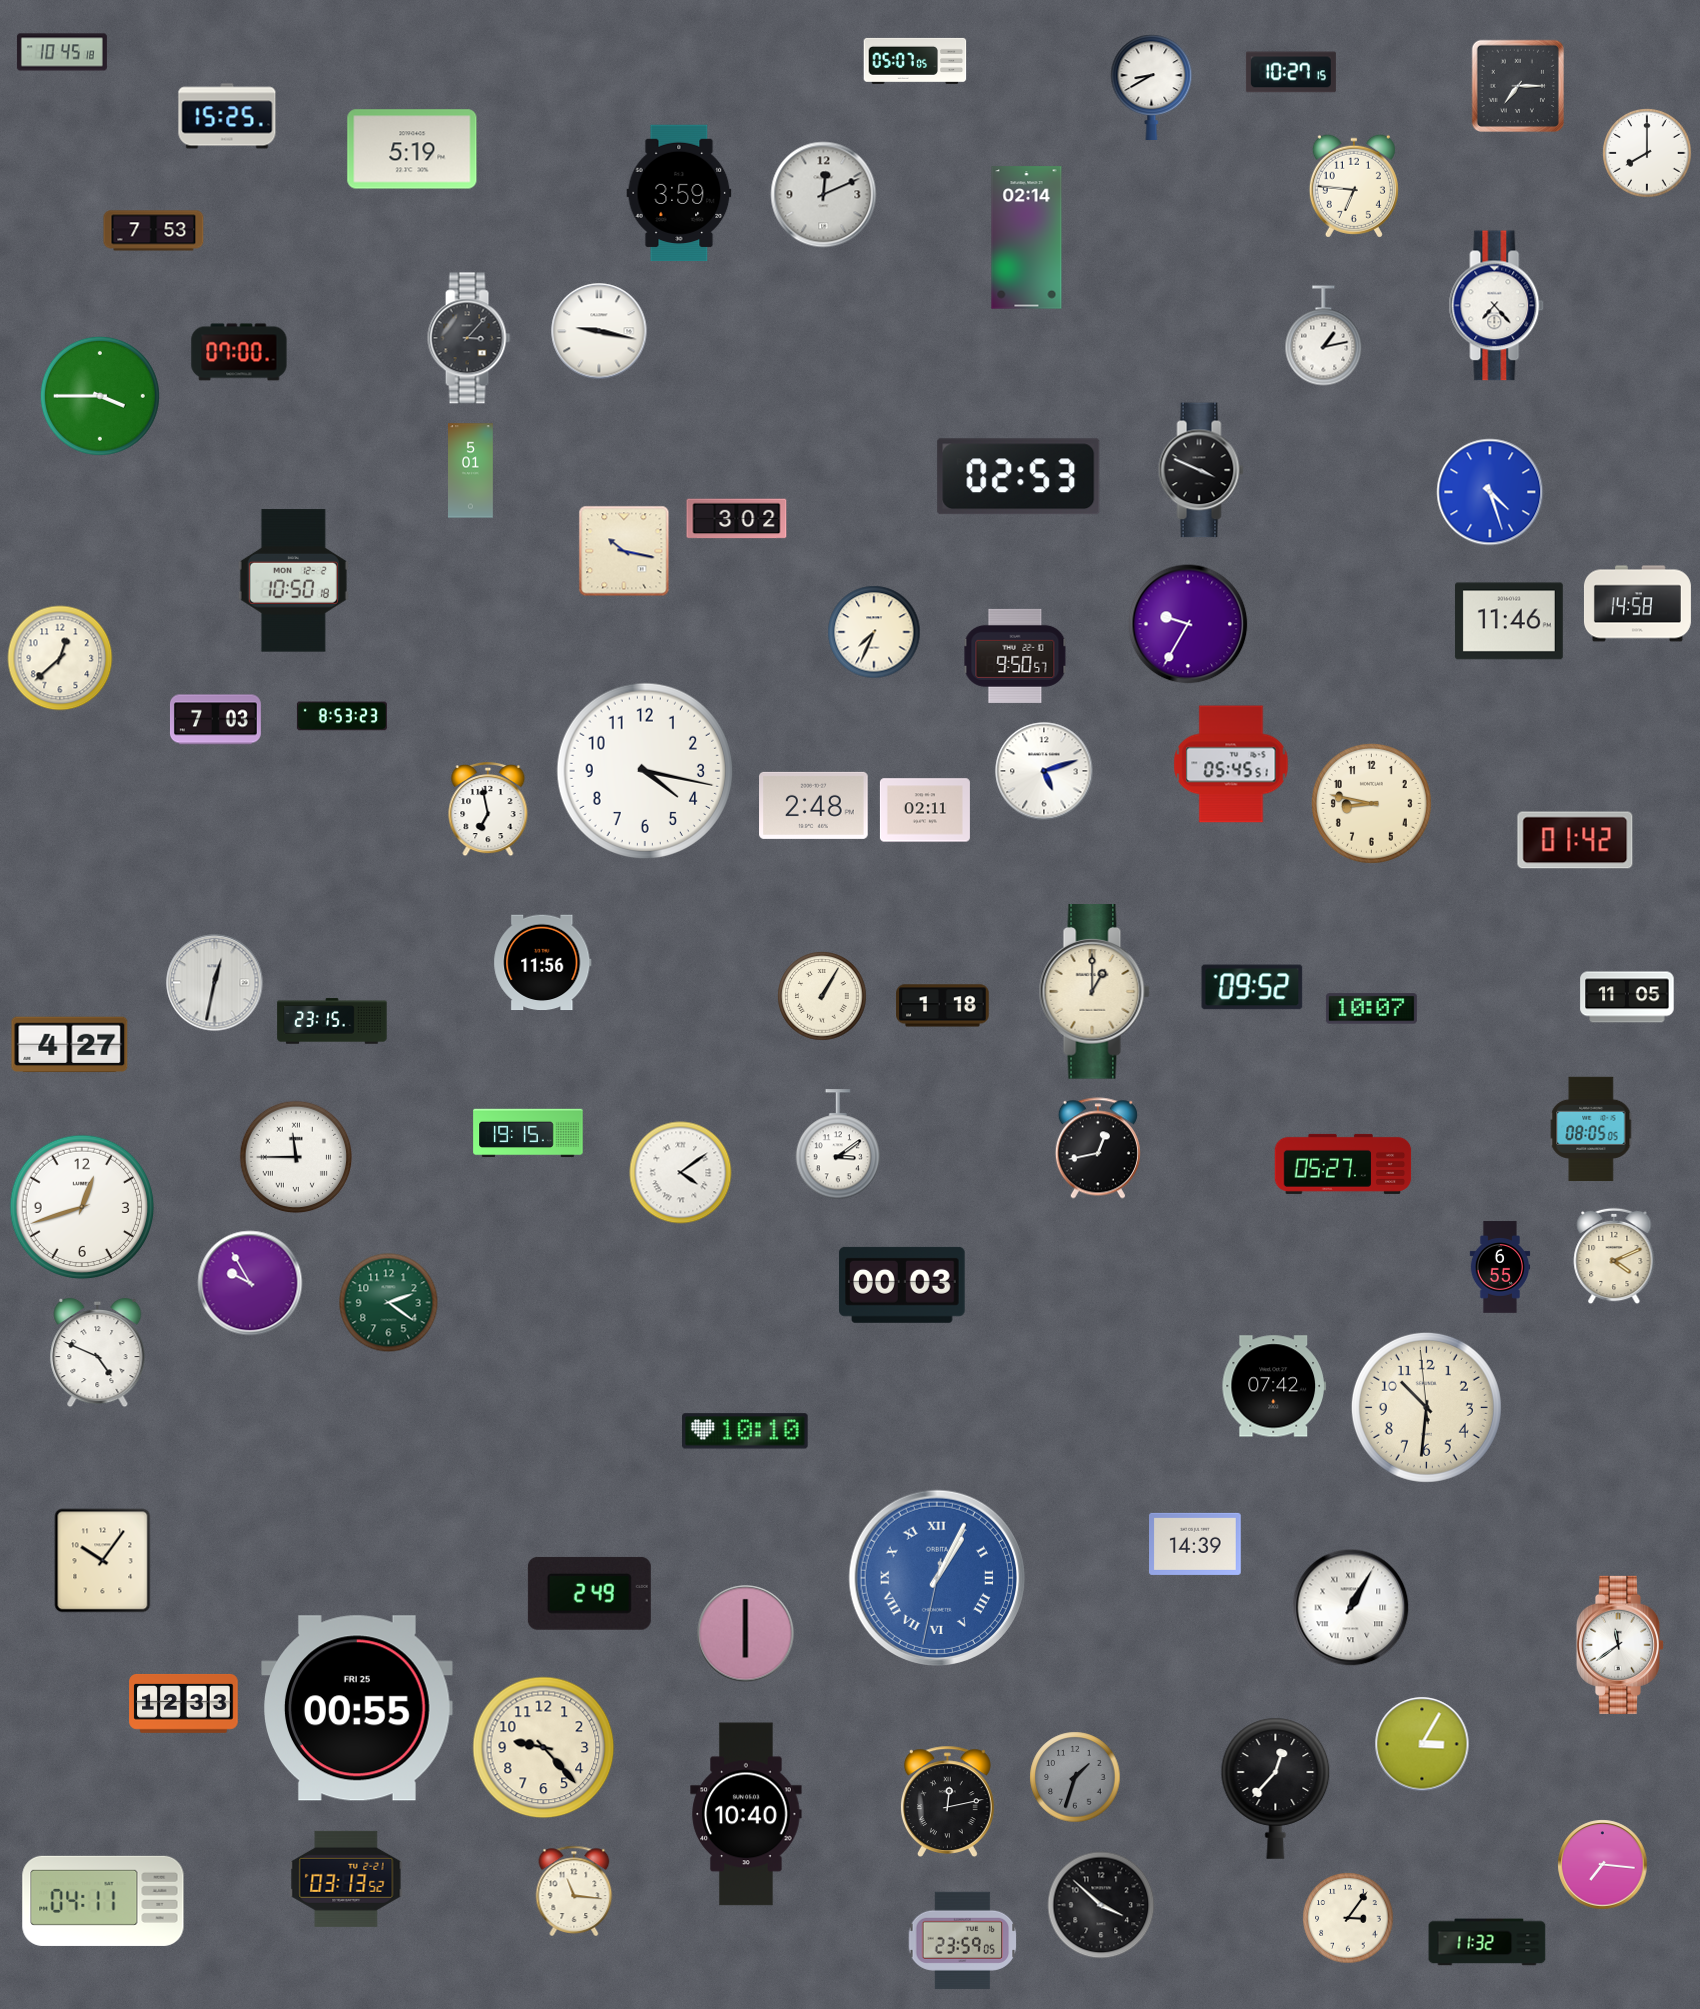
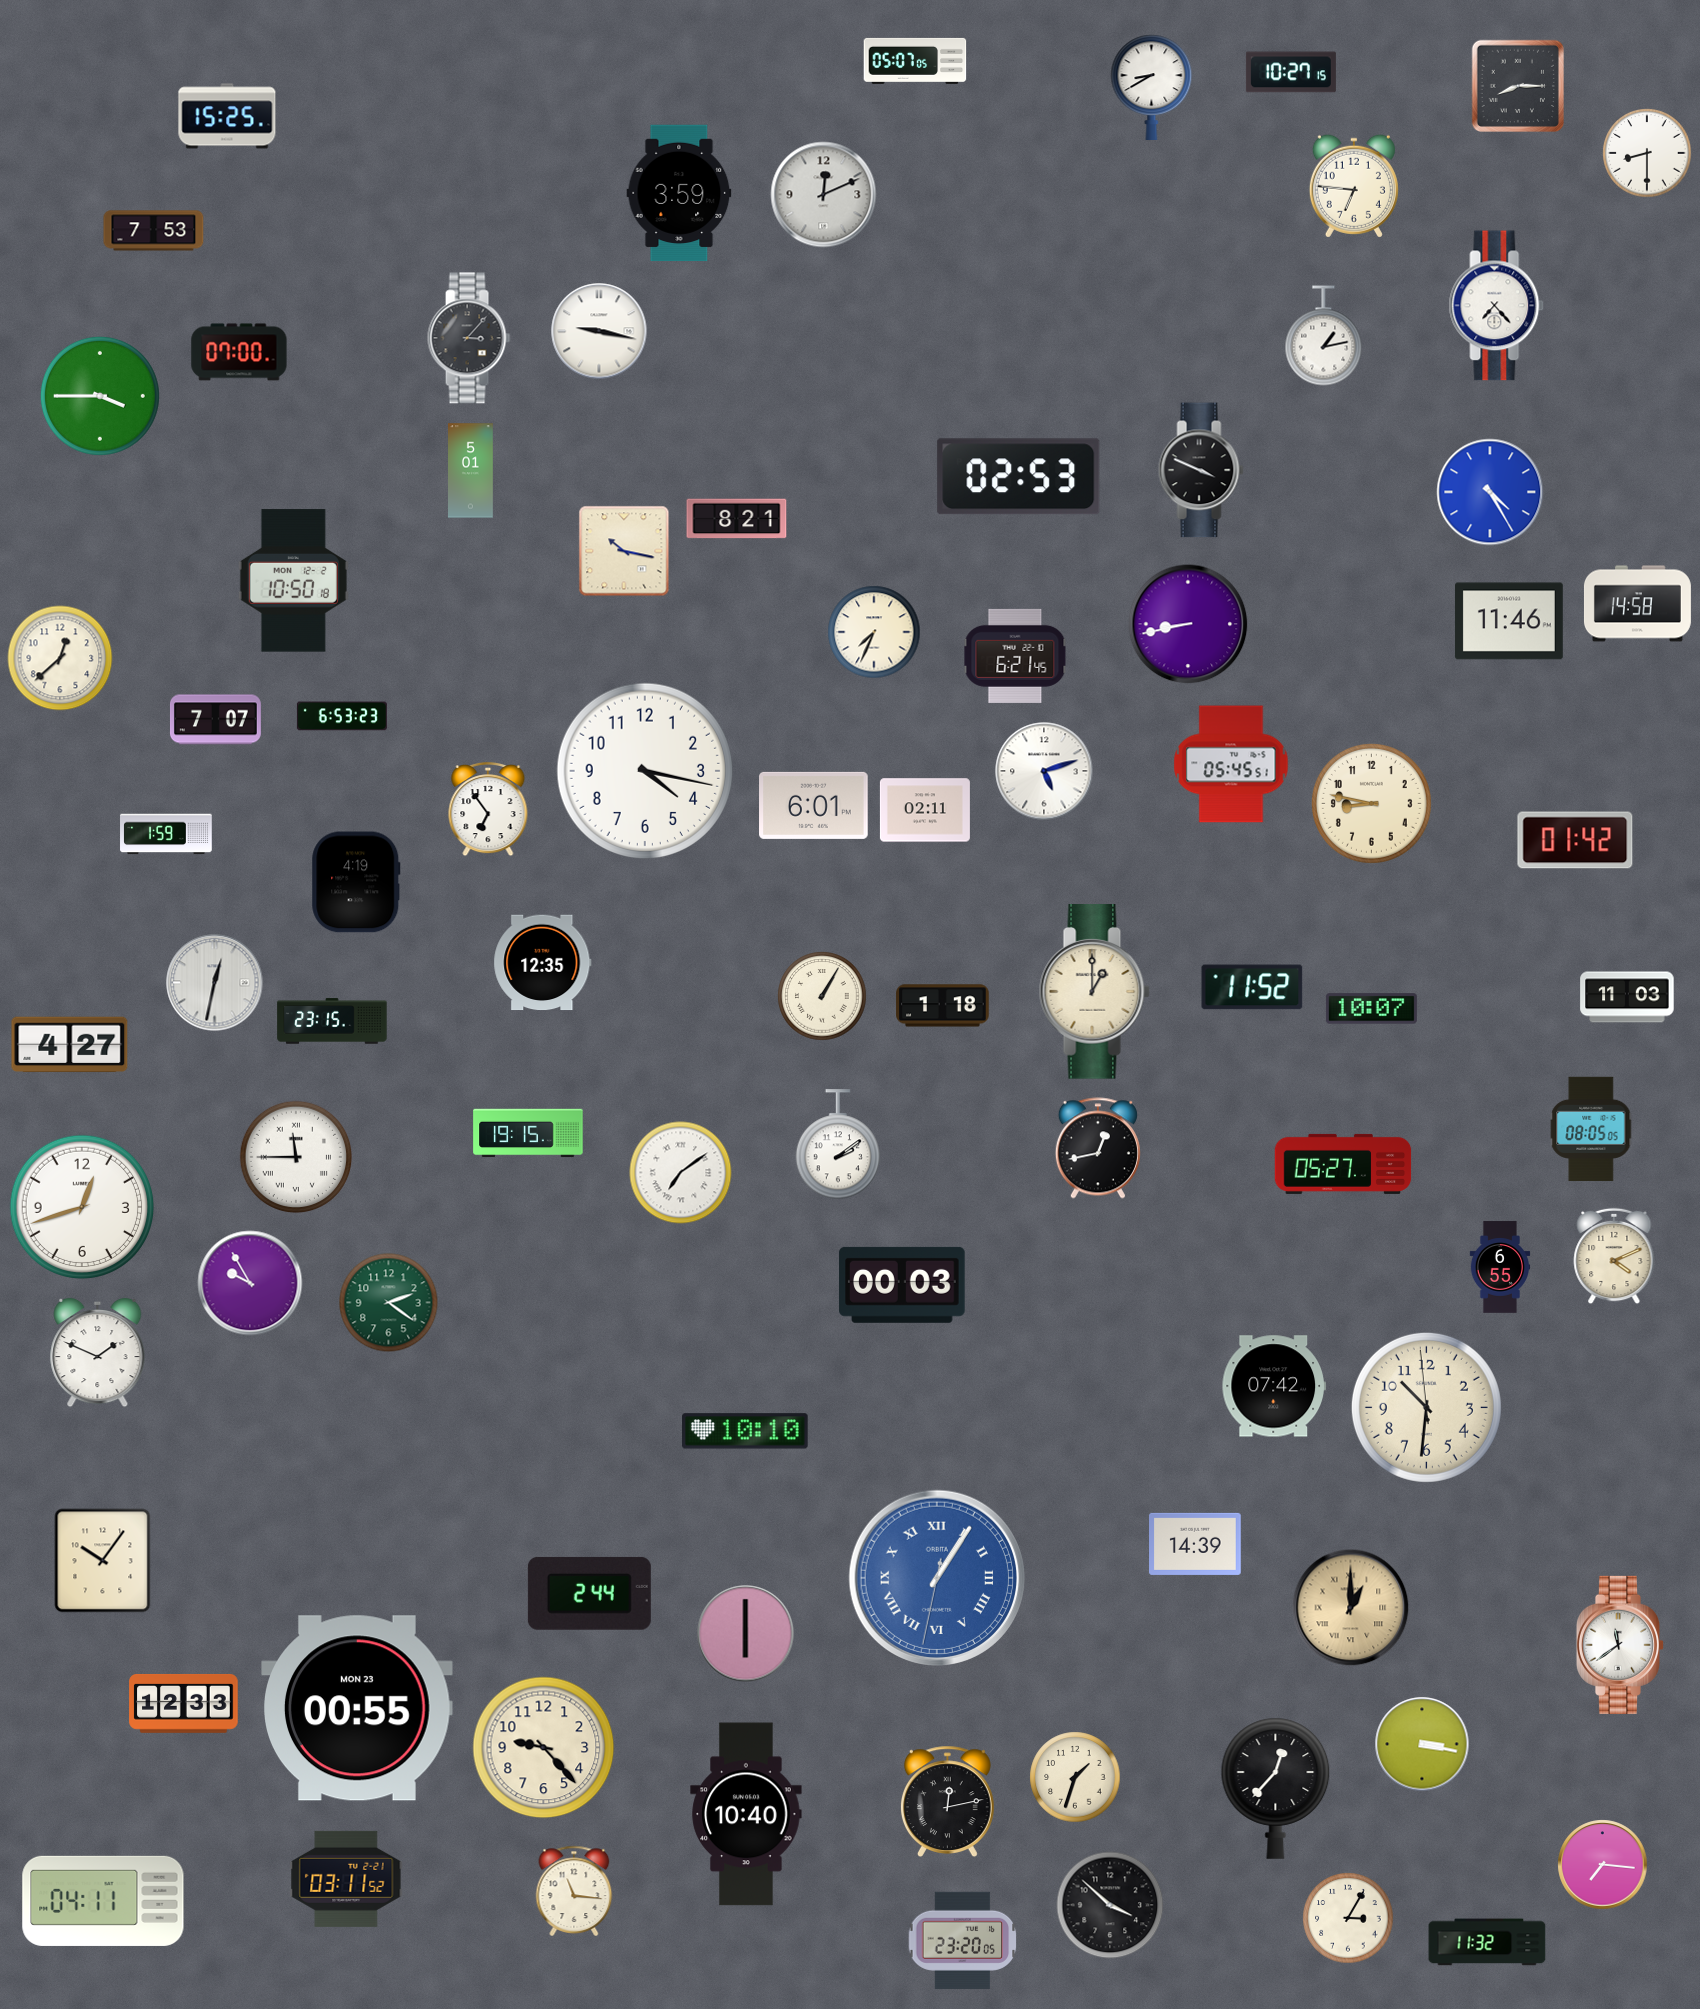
clock at (62, 52): 10:45 -> none
clock at (1517, 85): 7:15 -> 8:15
clock at (412, 149): 5:19 -> none
clock at (1647, 153): 8:00 -> 8:30
clock at (1027, 238): 02:14 -> none
clock at (1490, 492): 4:27 -> 4:25
clock at (737, 519): 3:02 -> 8:21
clock at (1188, 624): 9:35 -> 8:43
clock at (1015, 656): 9:50 -> 6:21
clock at (342, 716): 8:53 -> 6:53
clock at (215, 720): 7:03 -> 7:07
clock at (814, 805): 2:48 -> 6:01
clock at (488, 810): 6:58 -> 6:54
clock at (166, 834): none -> 1:59
clock at (356, 882): none -> 4:19
clock at (543, 963): 11:56 -> 12:35
clock at (1252, 987): 09:52 -> 11:52
clock at (1627, 997): 11:05 -> 11:03
clock at (838, 1145): 3:09 -> 2:09
clock at (681, 1173): 4:09 -> 7:09
clock at (98, 1353): 4:49 -> 1:49
clock at (936, 1577): 1:04 -> 1:05
clock at (589, 1593): 2:49 -> 2:44
clock at (1351, 1608): 1:05 -> 1:00
clock at (1351, 1608) dial: white -> champagne
clock at (357, 1708) date: FRI 25 -> MON 23
clock at (1422, 1744): 3:05 -> 3:17
clock at (1075, 1777) dial: grey -> cream
clock at (346, 1879): 03:13 -> 03:11
clock at (1101, 1905) position: (1101, 1905) -> (1110, 1905)
clock at (1348, 1918): 3:06 -> 3:05
clock at (963, 1940): 23:59 -> 23:20
